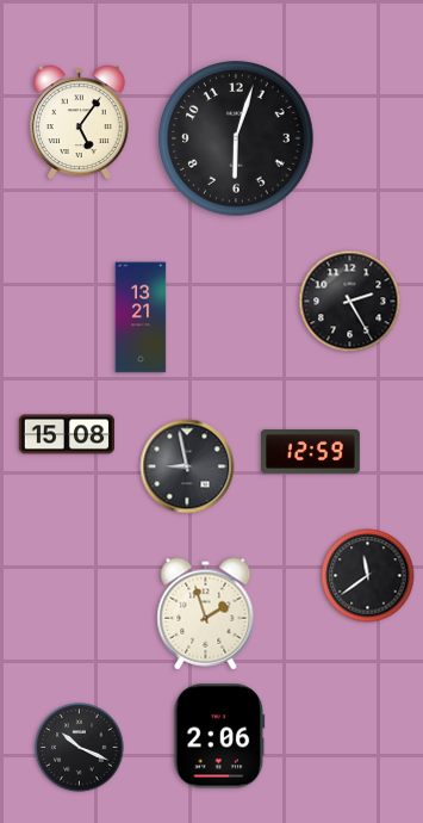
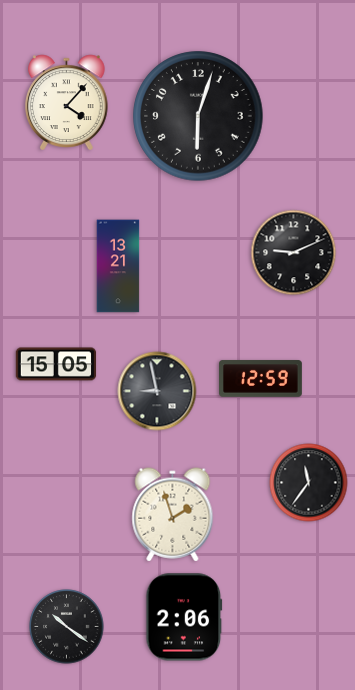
clock at (80, 123): 5:06 -> 4:07
clock at (350, 302): 2:25 -> 9:11
clock at (67, 434): 15:08 -> 15:05
clock at (368, 576): 11:39 -> 11:36
clock at (80, 748): 10:19 -> 10:21
